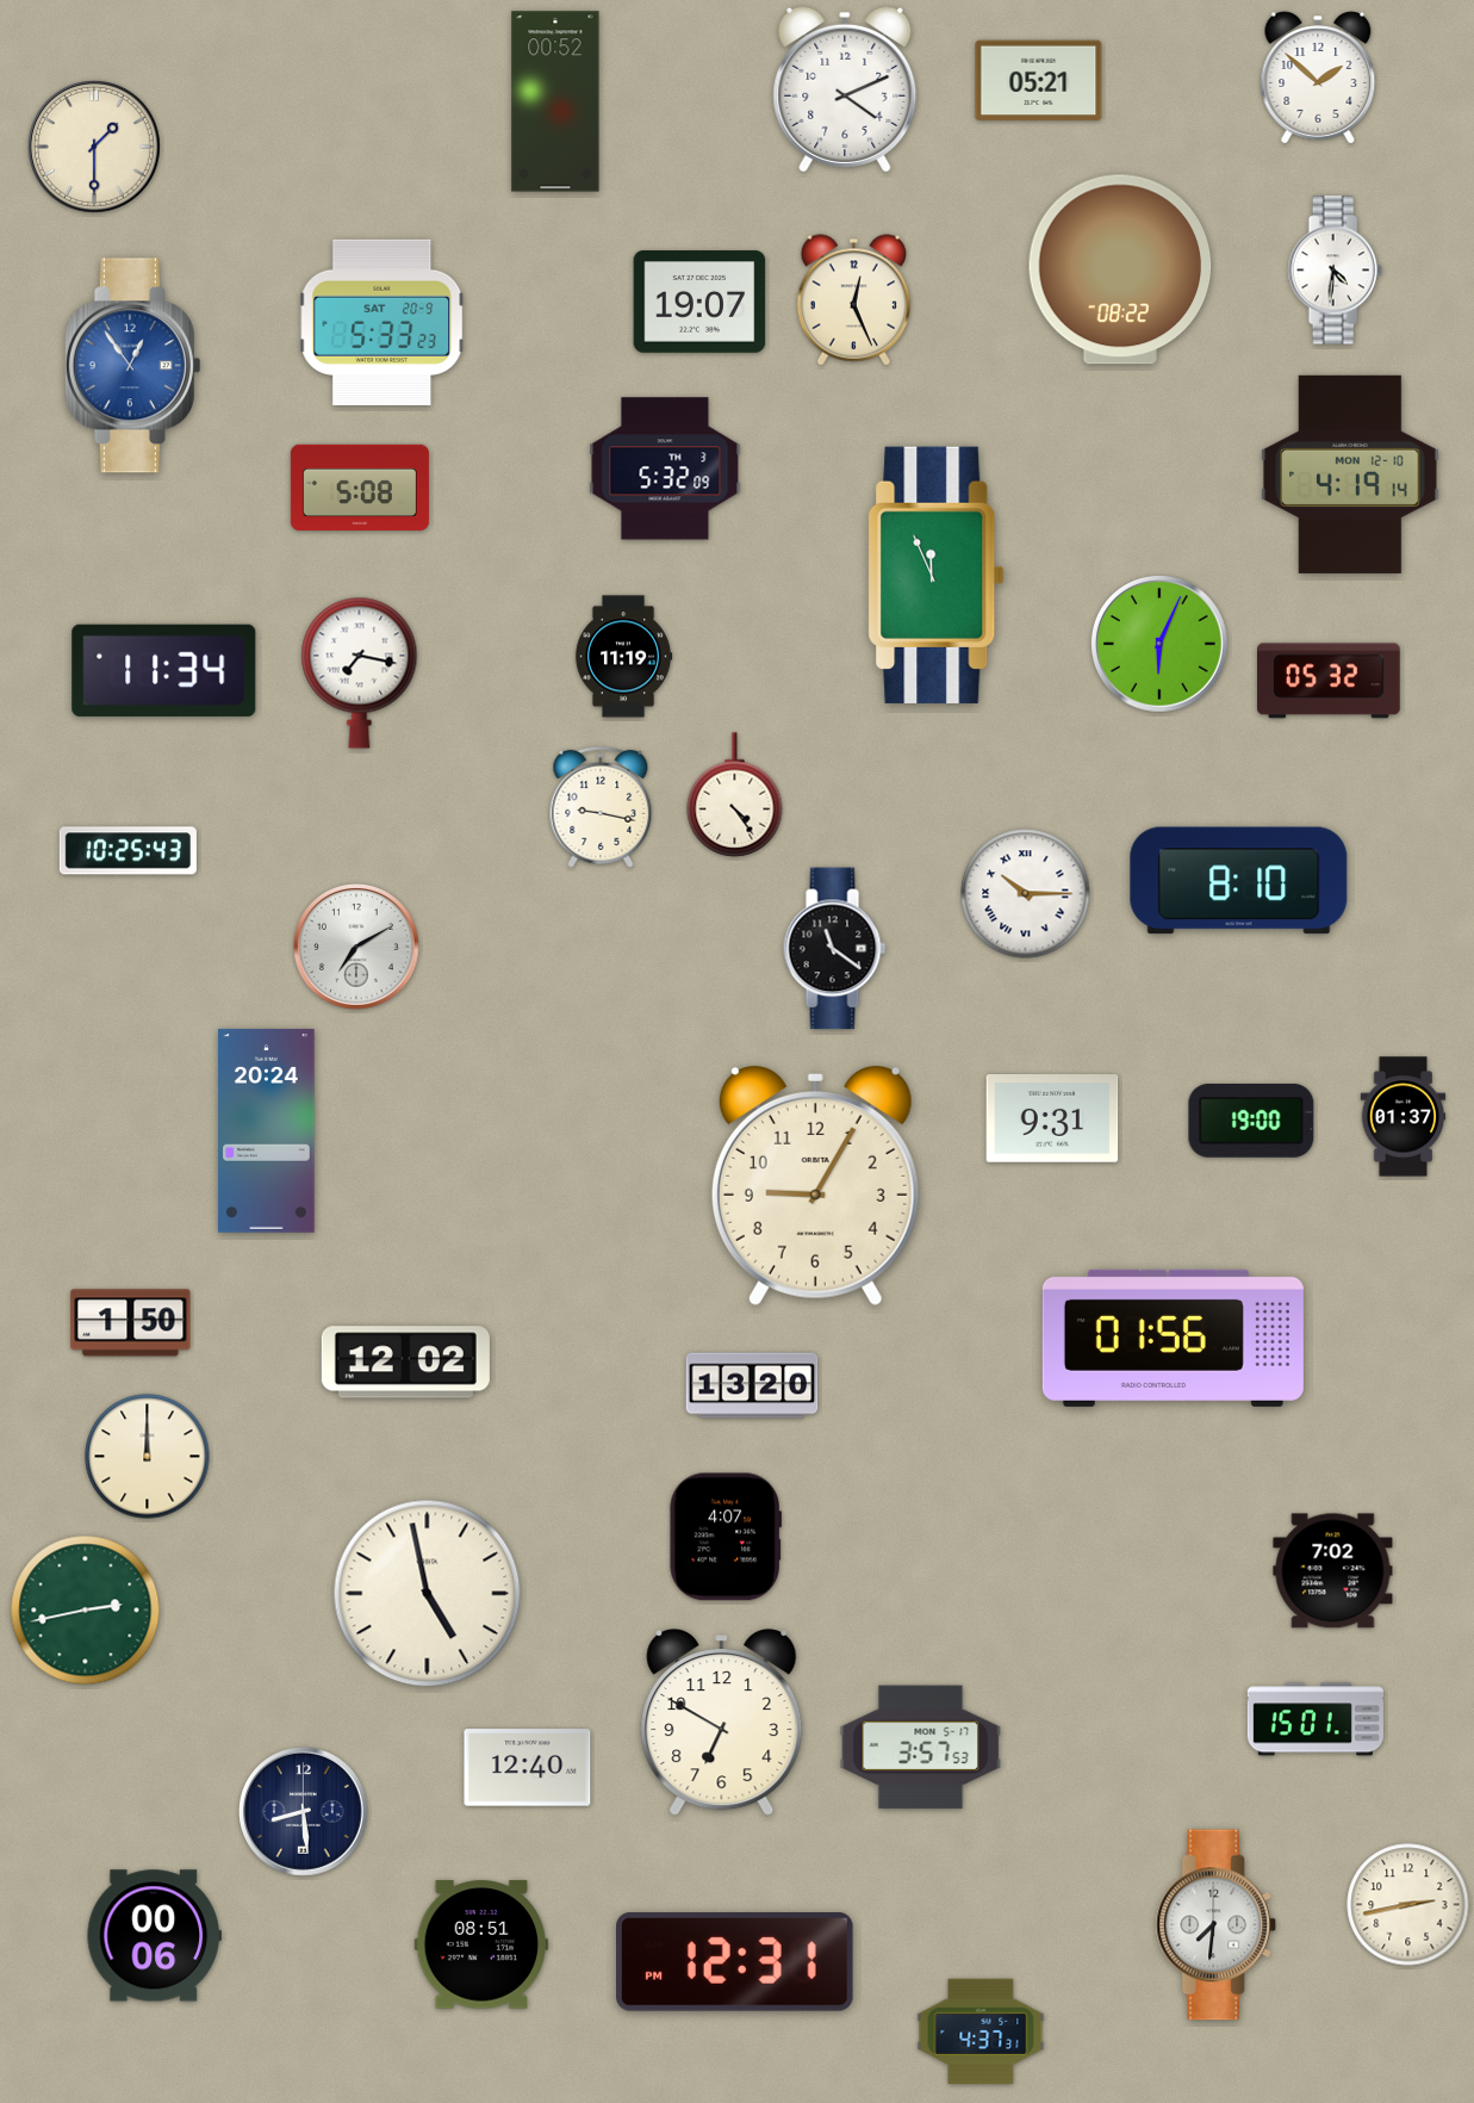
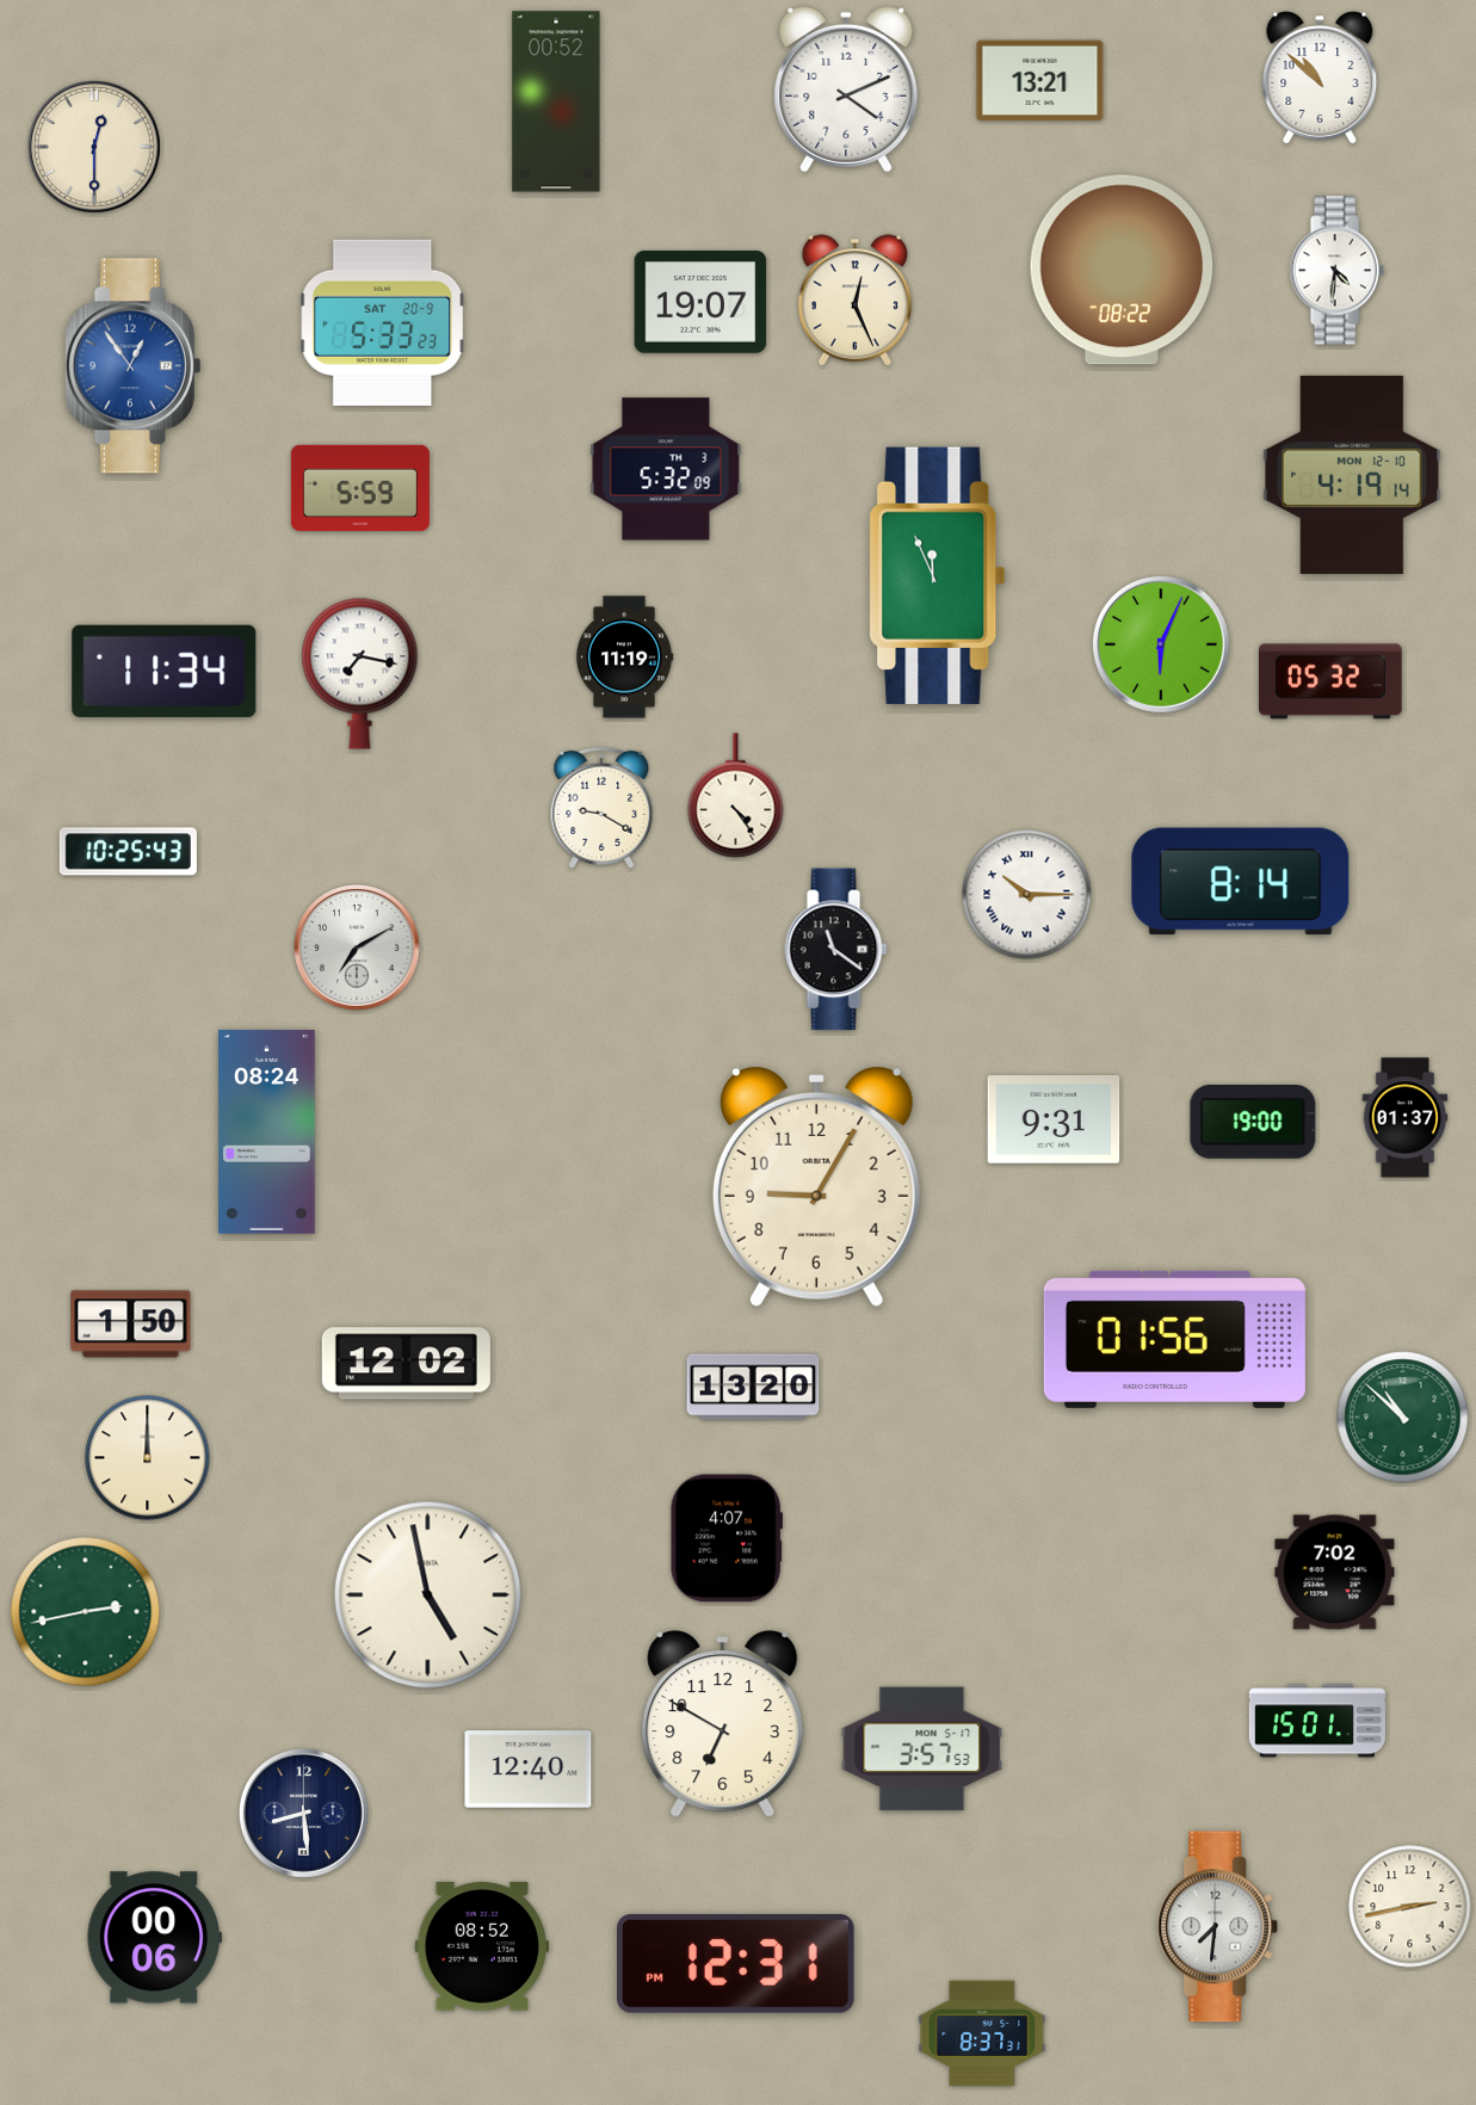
clock at (1318, 77): 1:52 -> 10:52
clock at (1039, 81): 05:21 -> 13:21
clock at (94, 147): 1:30 -> 12:30
clock at (360, 488): 5:08 -> 5:59
clock at (601, 807): 9:17 -> 9:20
clock at (1239, 881): 8:10 -> 8:14
clock at (267, 1130): 20:24 -> 08:24
clock at (1403, 1418): none -> 10:52
clock at (480, 1944): 08:51 -> 08:52
clock at (981, 2031): 4:37 -> 8:37
